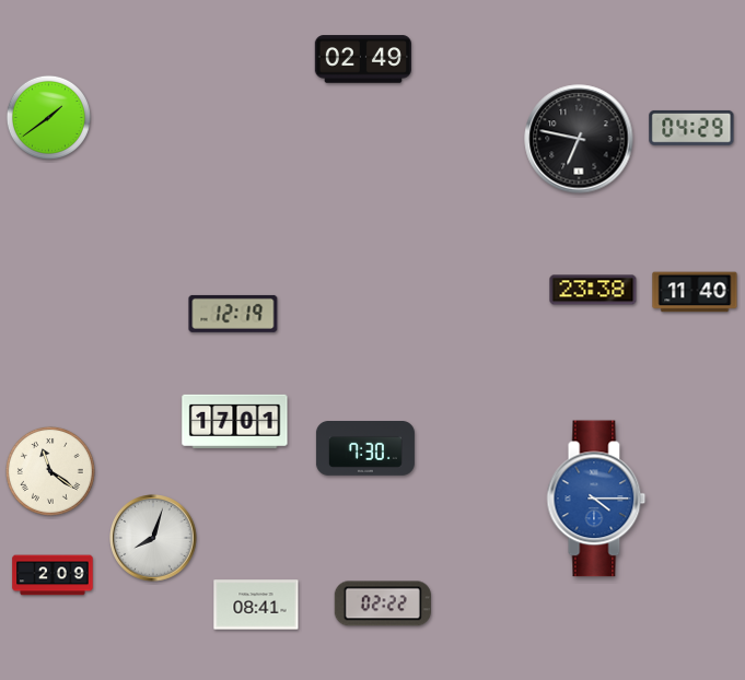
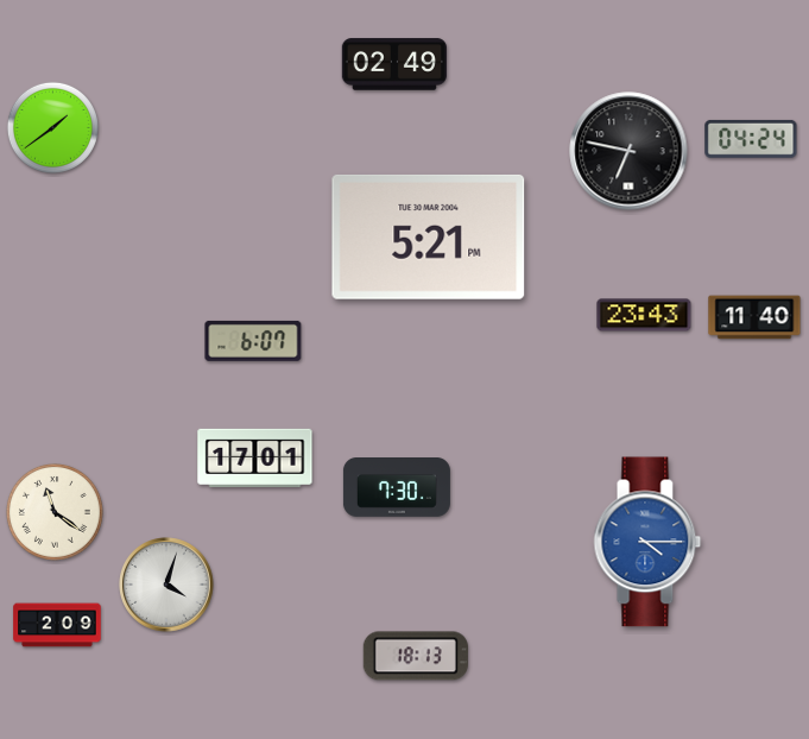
clock at (691, 128): 04:29 -> 04:24
clock at (429, 236): none -> 5:21
clock at (593, 290): 23:38 -> 23:43
clock at (233, 314): 12:19 -> 6:07
clock at (153, 538): 8:03 -> 4:03
clock at (383, 603): 02:22 -> 18:13
clock at (256, 605): 08:41 -> none
